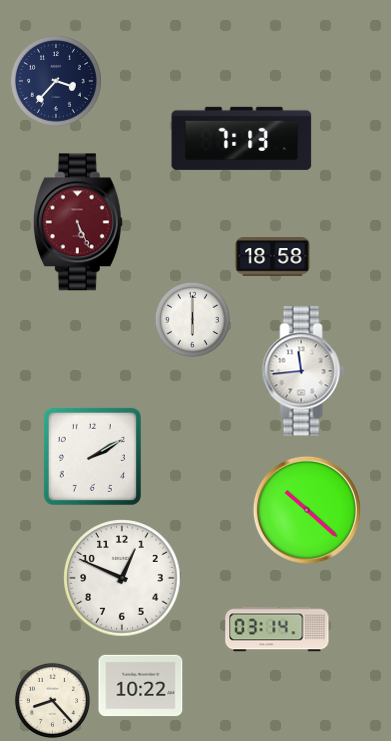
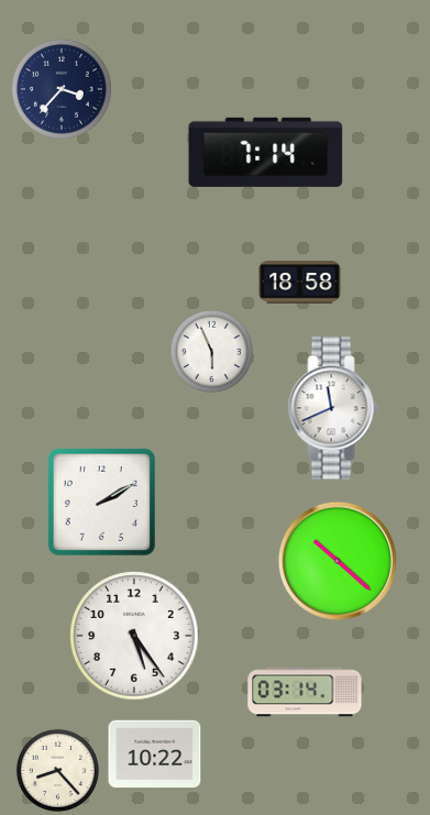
clock at (242, 138): 7:13 -> 7:14
clock at (78, 222): 5:26 -> none
clock at (192, 319): 6:00 -> 5:56
clock at (303, 371): 11:44 -> 11:41
clock at (122, 578): 12:49 -> 5:24
